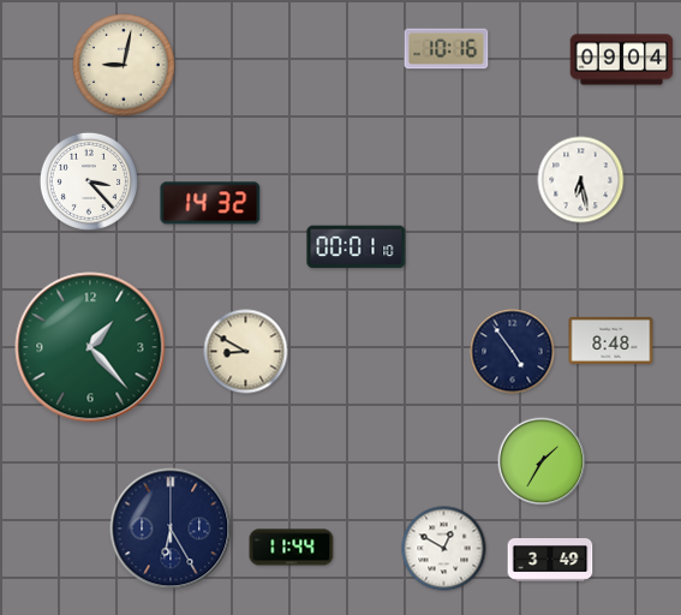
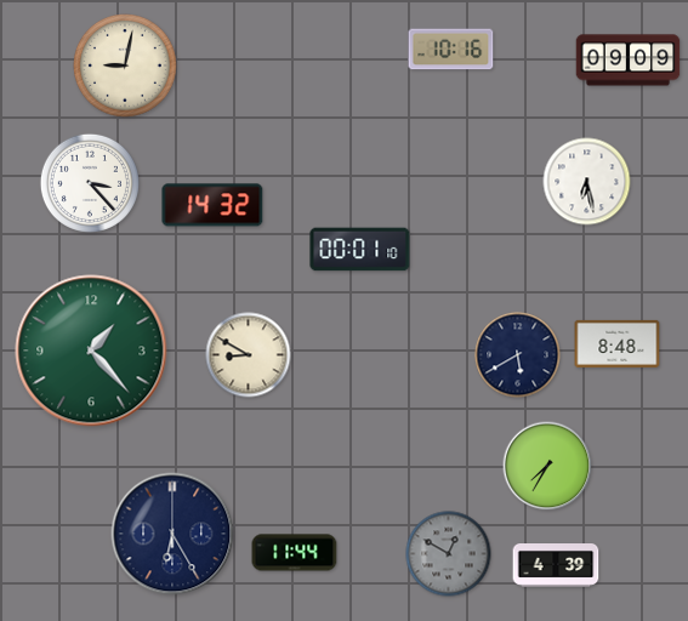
clock at (622, 60): 09:04 -> 09:09
clock at (513, 352): 4:54 -> 5:40
clock at (542, 461): 1:35 -> 7:35
clock at (444, 549) dial: white -> grey
clock at (550, 561): 3:49 -> 4:39
